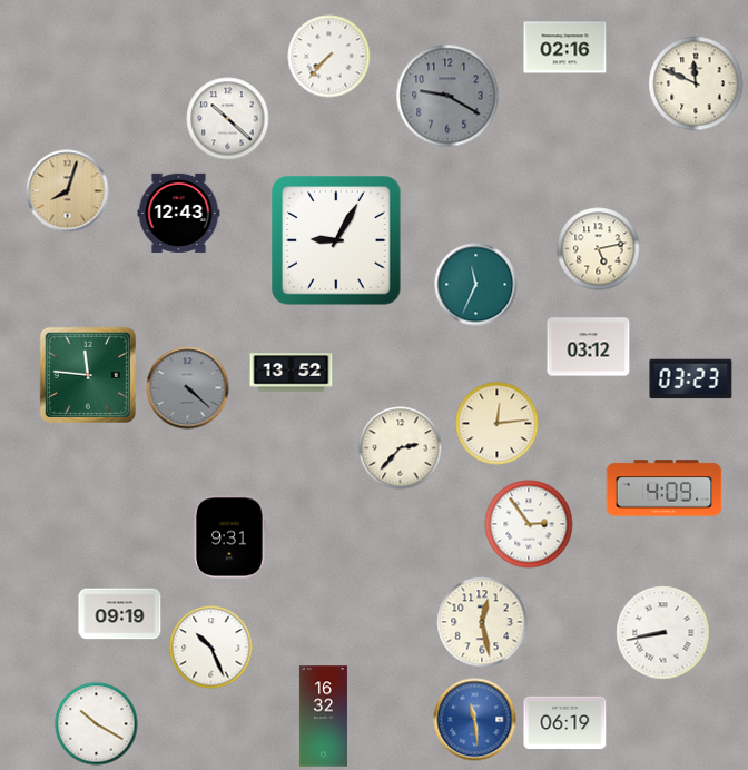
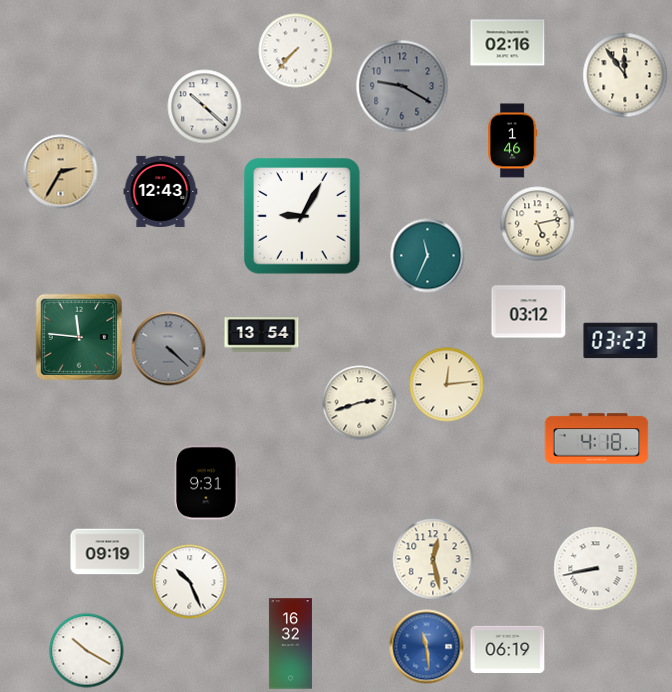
clock at (696, 83): 11:49 -> 11:54
clock at (513, 141): none -> 1:46
clock at (68, 191): 8:03 -> 2:35
clock at (292, 373): 13:52 -> 13:54
clock at (498, 424) position: (498, 424) -> (447, 385)
clock at (401, 448): 2:37 -> 2:42
clock at (665, 488): 4:09 -> 4:18
clock at (529, 524): 2:54 -> none
